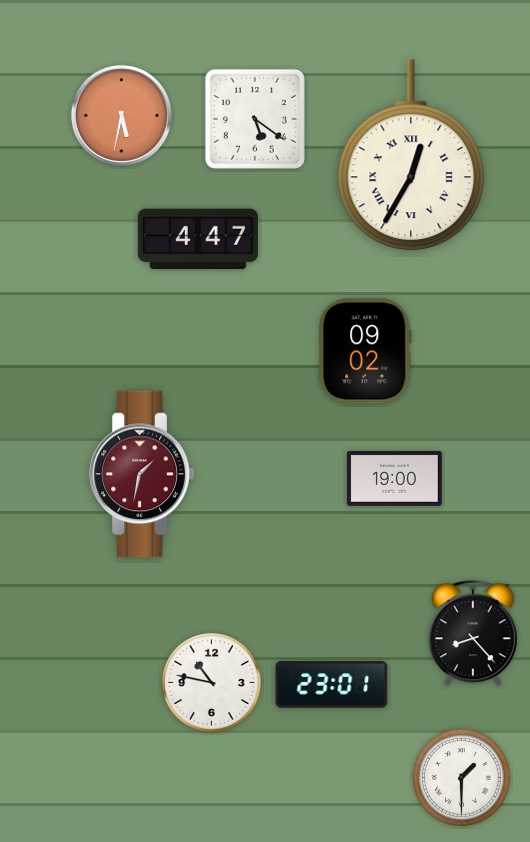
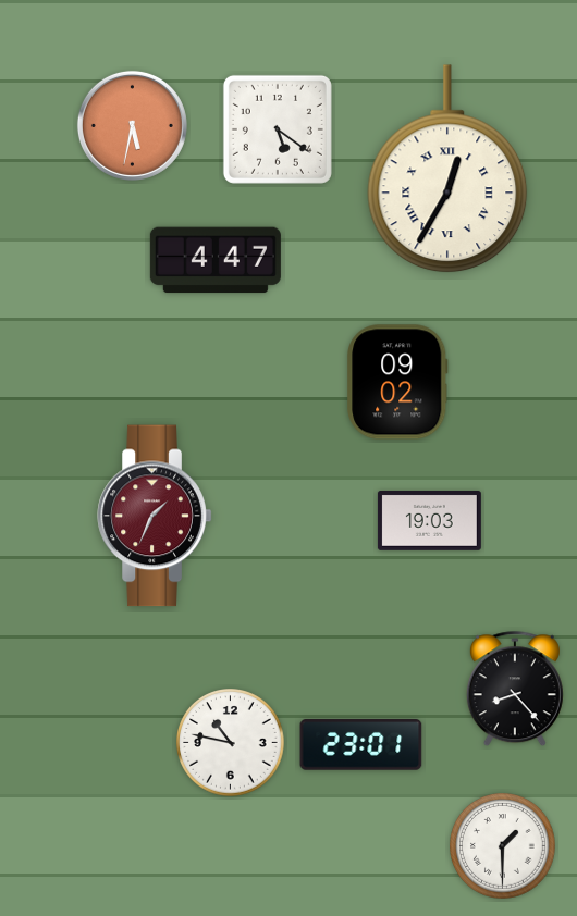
clock at (142, 474): 1:32 -> 1:34
clock at (394, 479): 19:00 -> 19:03
